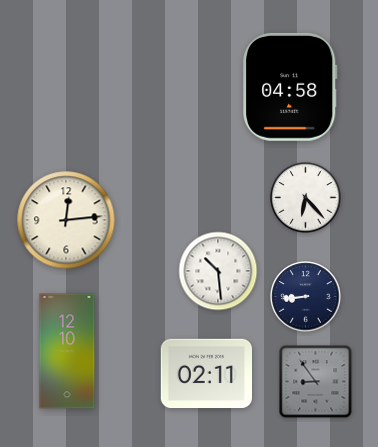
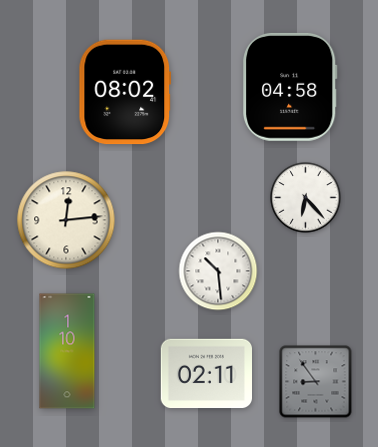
clock at (125, 92): none -> 08:02
clock at (306, 297): 8:44 -> none
clock at (67, 351): 12:10 -> 1:10
